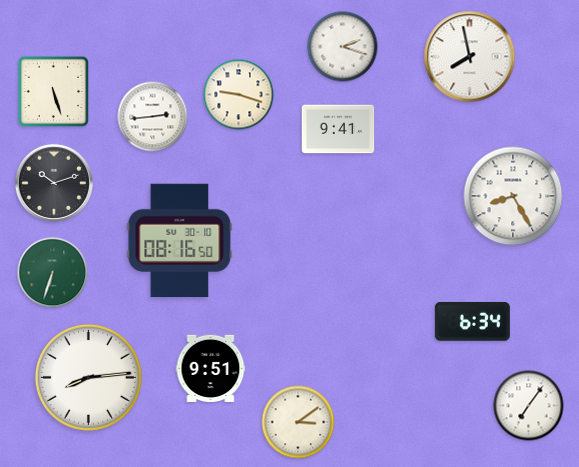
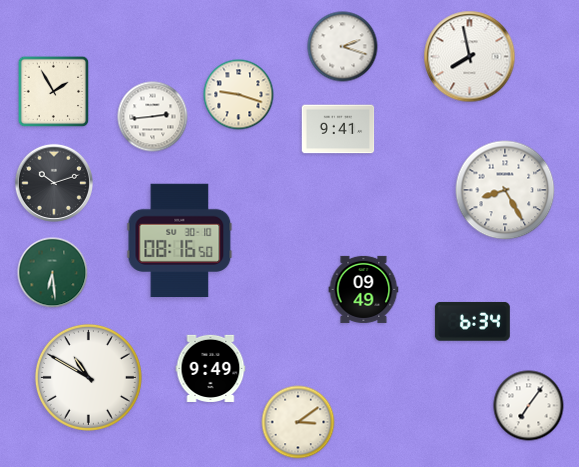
clock at (54, 92): 5:27 -> 1:55
clock at (513, 196) position: (513, 196) -> (505, 190)
clock at (53, 273): 6:33 -> 6:29
clock at (364, 289): none -> 09:49
clock at (211, 368): 9:51 -> 9:49
clock at (88, 377): 8:14 -> 10:50
